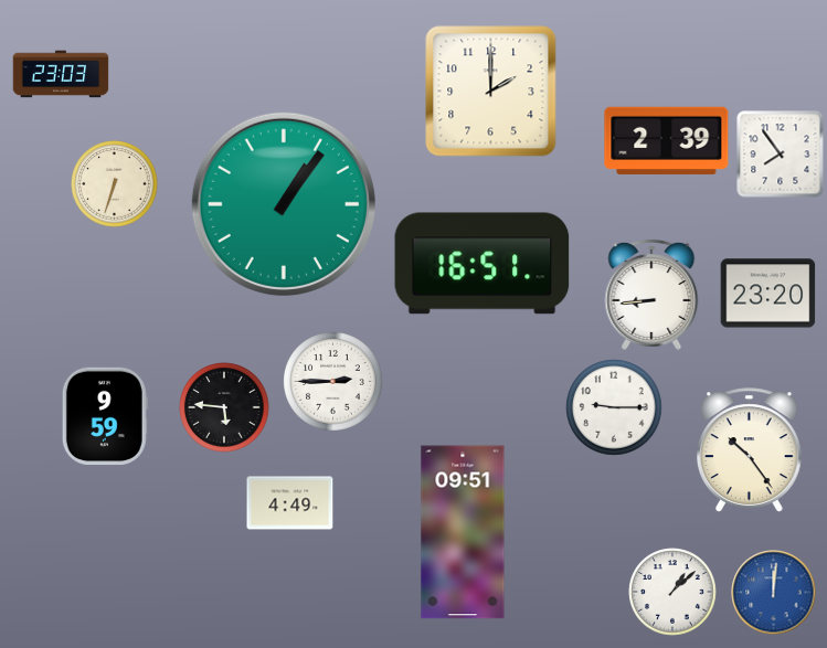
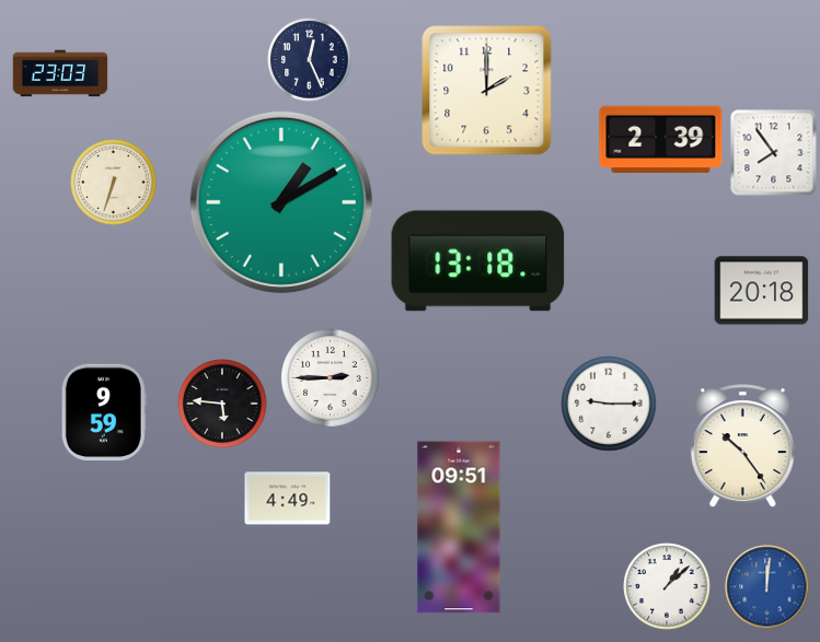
clock at (310, 60): none -> 12:26
clock at (284, 204): 1:06 -> 1:10
clock at (483, 264): 16:51 -> 13:18
clock at (768, 294): 23:20 -> 20:18
clock at (651, 295): 8:44 -> none
